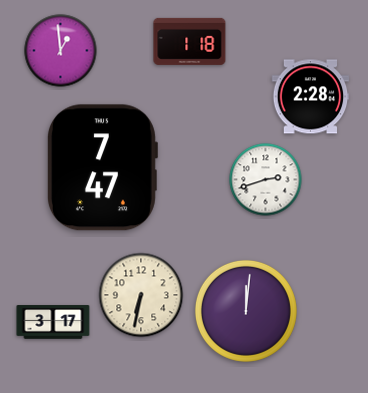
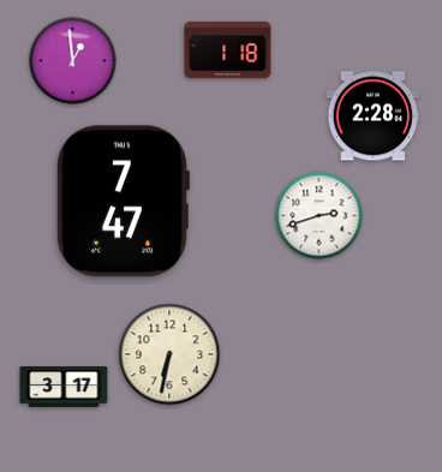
clock at (246, 311): 12:01 -> none
